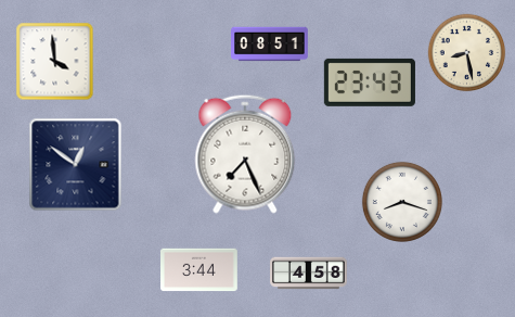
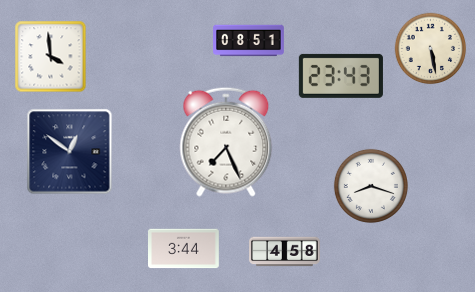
clock at (467, 53): 8:28 -> 5:28
